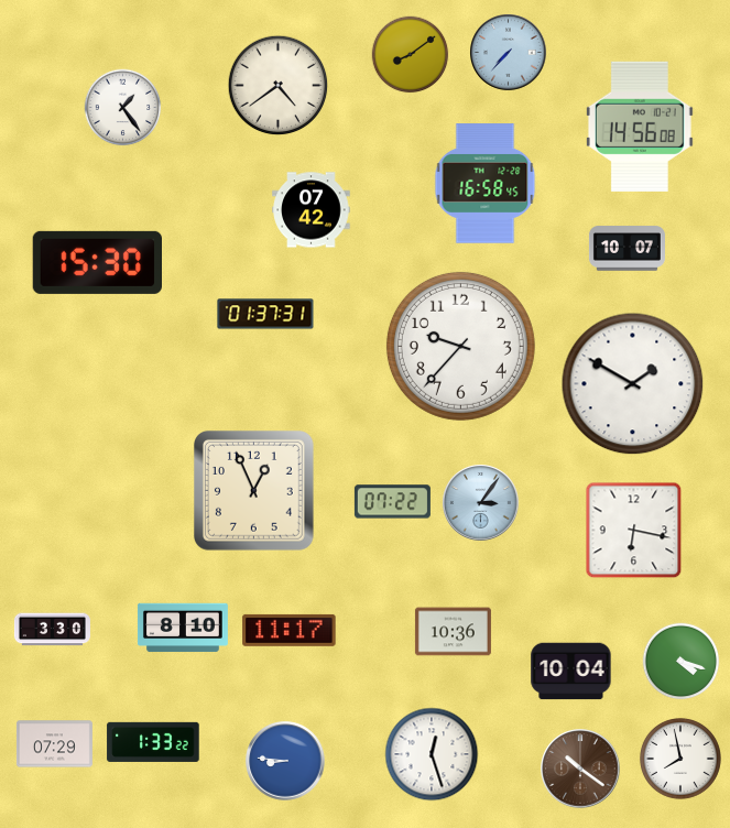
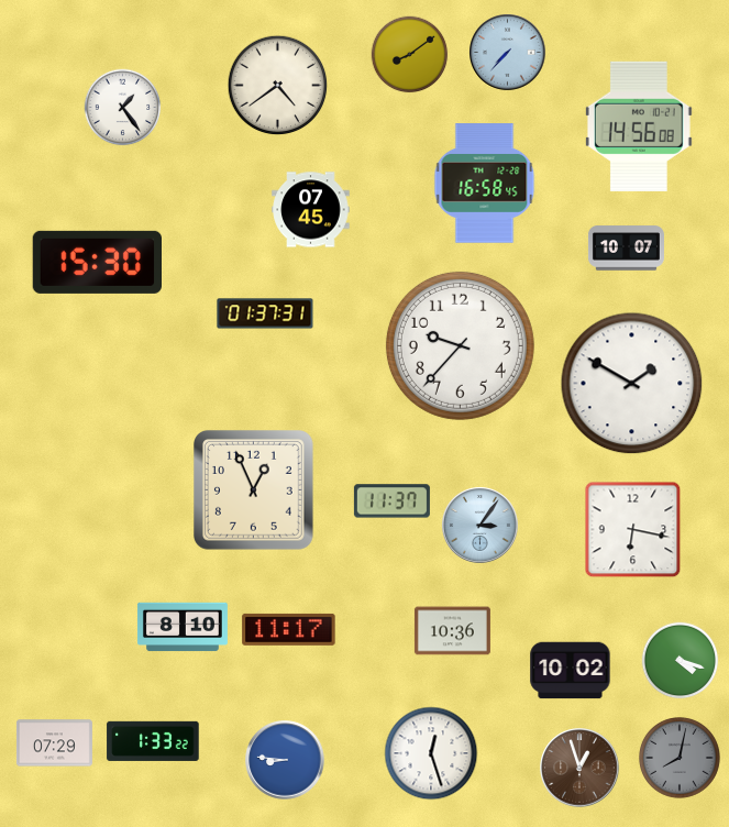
clock at (312, 210): 07:42 -> 07:45
clock at (392, 502): 07:22 -> 11:37
clock at (481, 503) position: (481, 503) -> (481, 526)
clock at (52, 630): 3:30 -> none
clock at (571, 672): 10:04 -> 10:02
clock at (682, 760): 7:58 -> 8:02
clock at (682, 760) dial: white -> grey
clock at (580, 769): 10:21 -> 12:57
